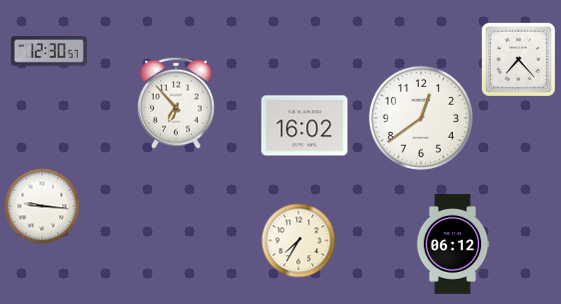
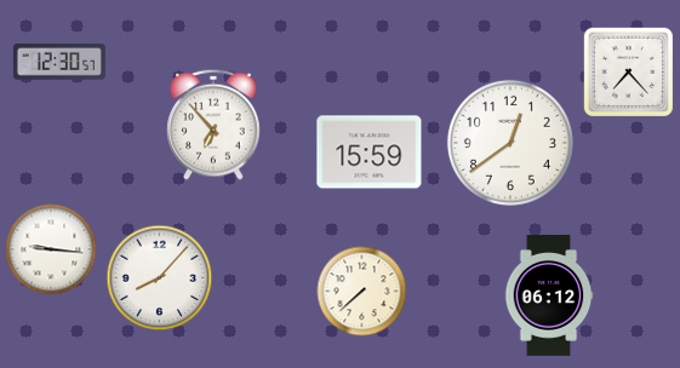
clock at (305, 126): 16:02 -> 15:59
clock at (160, 278): none -> 8:07
clock at (299, 241): 7:35 -> 7:38
